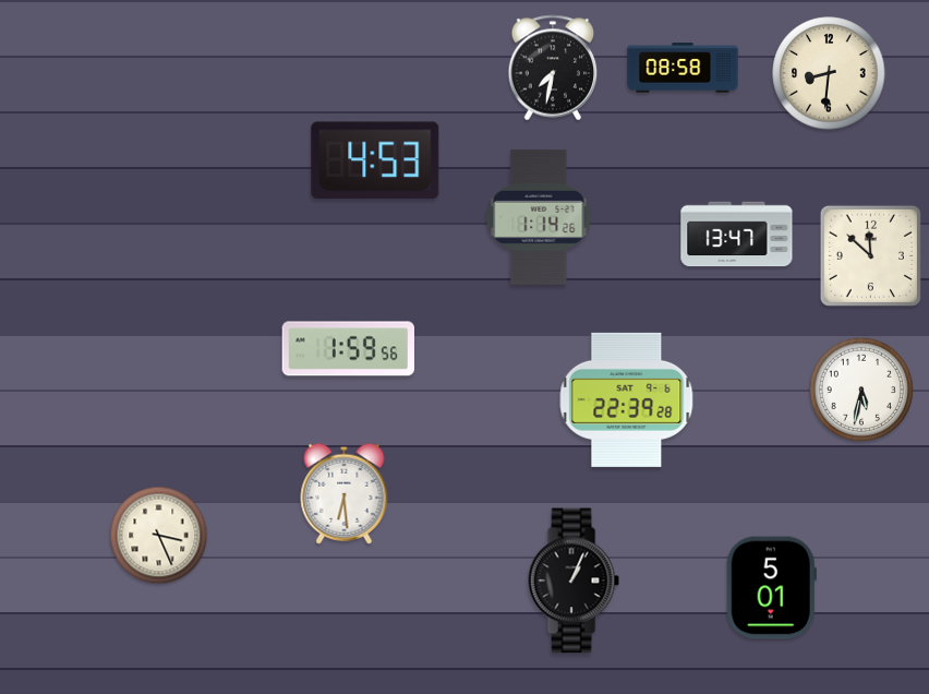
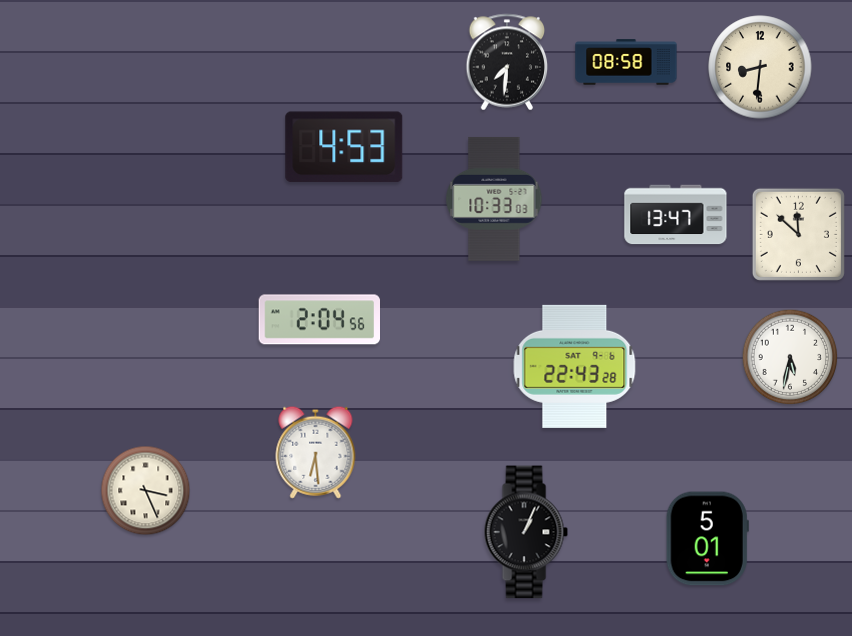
clock at (553, 68): 7:32 -> 7:31
clock at (539, 217): 1:14 -> 10:33
clock at (348, 349): 1:59 -> 2:04
clock at (627, 399): 22:39 -> 22:43
